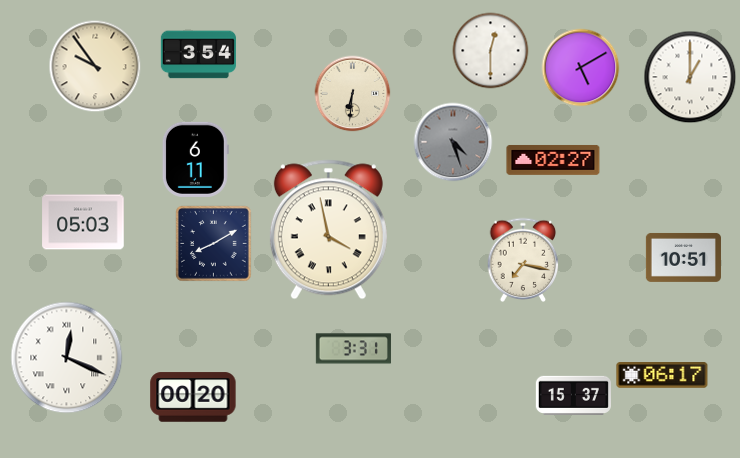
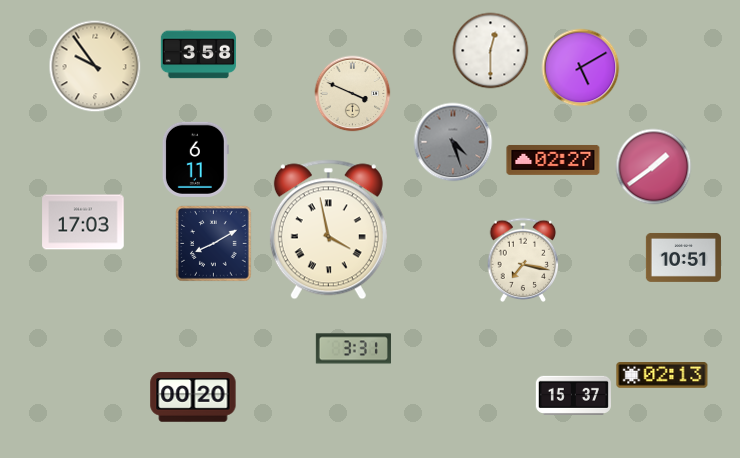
clock at (198, 55): 3:54 -> 3:58
clock at (690, 77): 1:00 -> none
clock at (353, 94): 6:31 -> 3:49
clock at (654, 167): none -> 1:39
clock at (83, 222): 05:03 -> 17:03
clock at (67, 358): 12:19 -> none
clock at (662, 375): 06:17 -> 02:13
